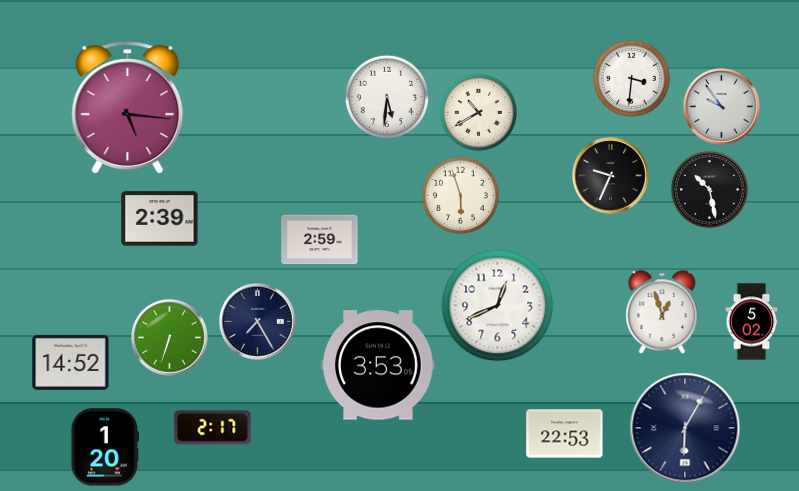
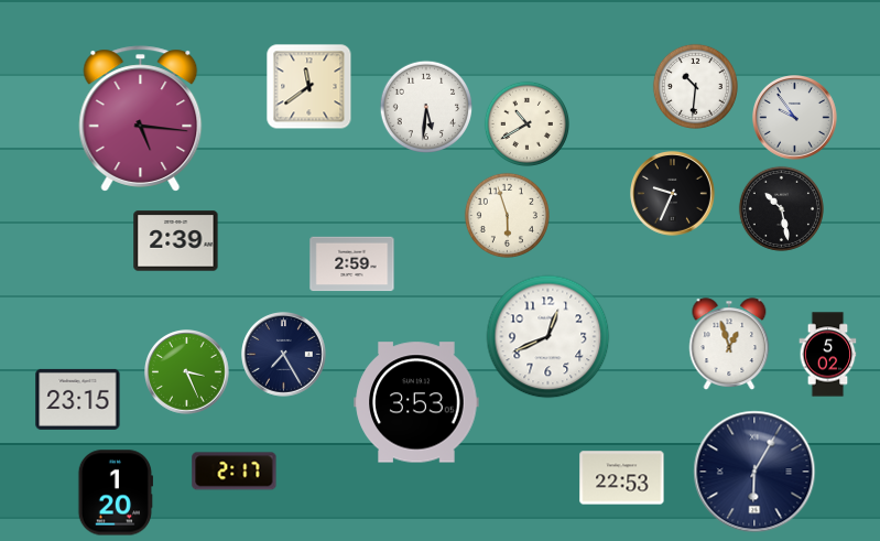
clock at (308, 86): none -> 11:39
clock at (631, 78): 3:31 -> 10:31
clock at (170, 338): 6:33 -> 3:26
clock at (71, 362): 14:52 -> 23:15
